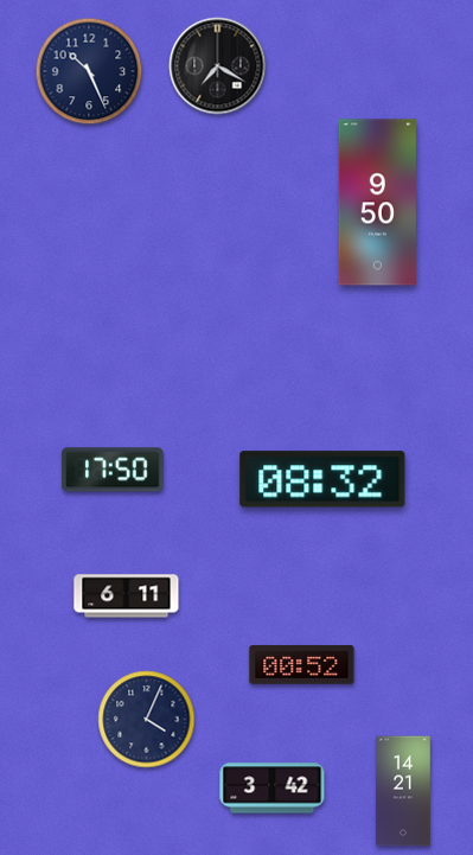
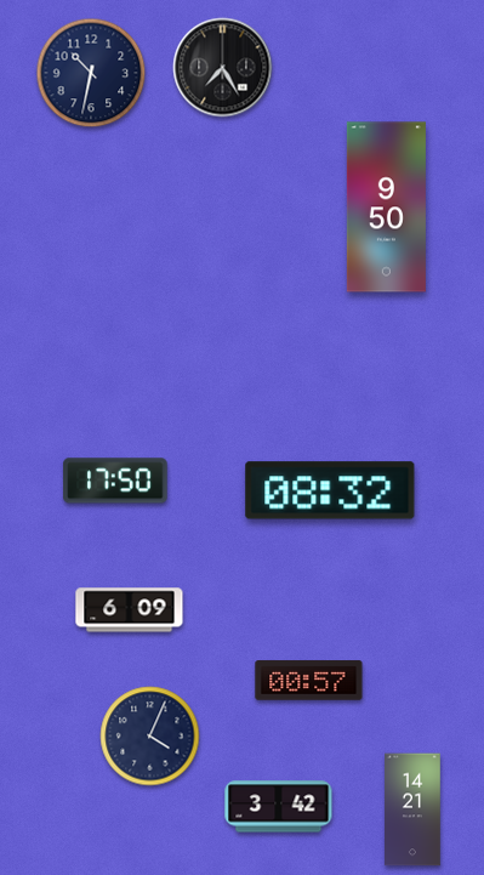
clock at (218, 66): 7:20 -> 7:25
clock at (89, 71): 10:26 -> 10:32
clock at (127, 596): 6:11 -> 6:09
clock at (302, 665): 00:52 -> 00:57
